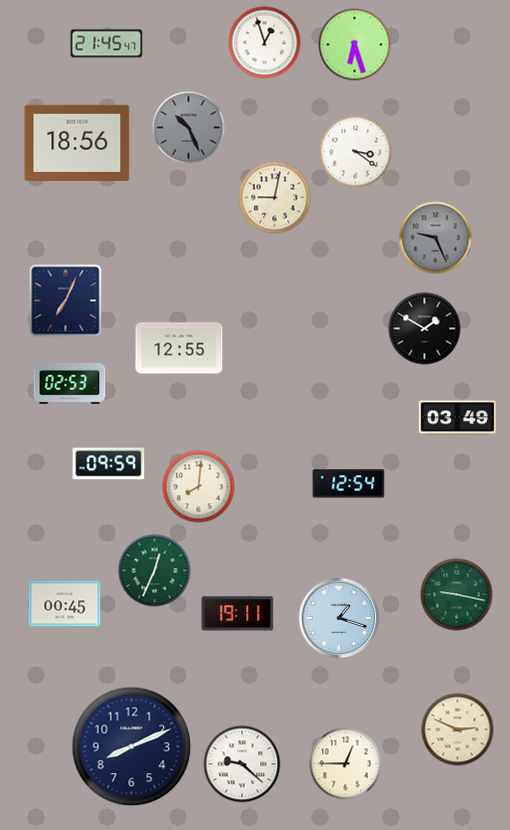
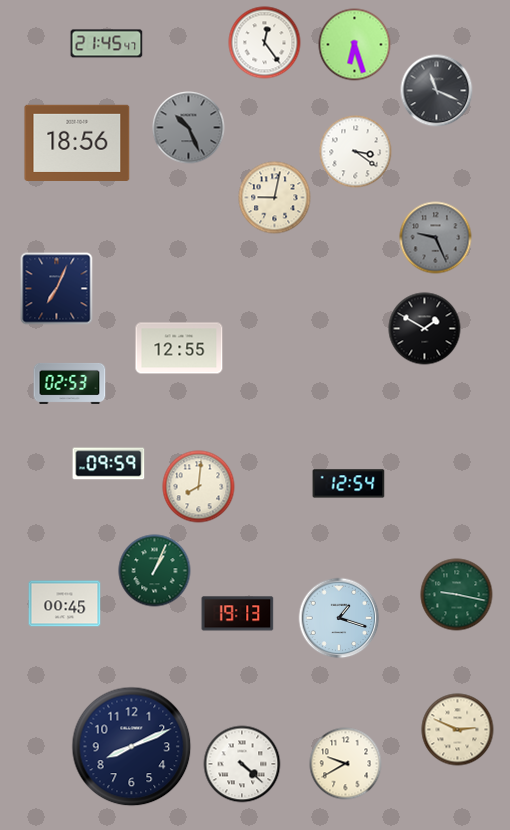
clock at (265, 43): 12:57 -> 12:24
clock at (437, 91): none -> 11:19
clock at (66, 301) position: (66, 301) -> (57, 289)
clock at (457, 418): 03:49 -> none
clock at (155, 571): 12:34 -> 1:04
clock at (238, 614): 19:11 -> 19:13
clock at (242, 764): 9:22 -> 4:22
clock at (346, 764): 12:45 -> 9:40
